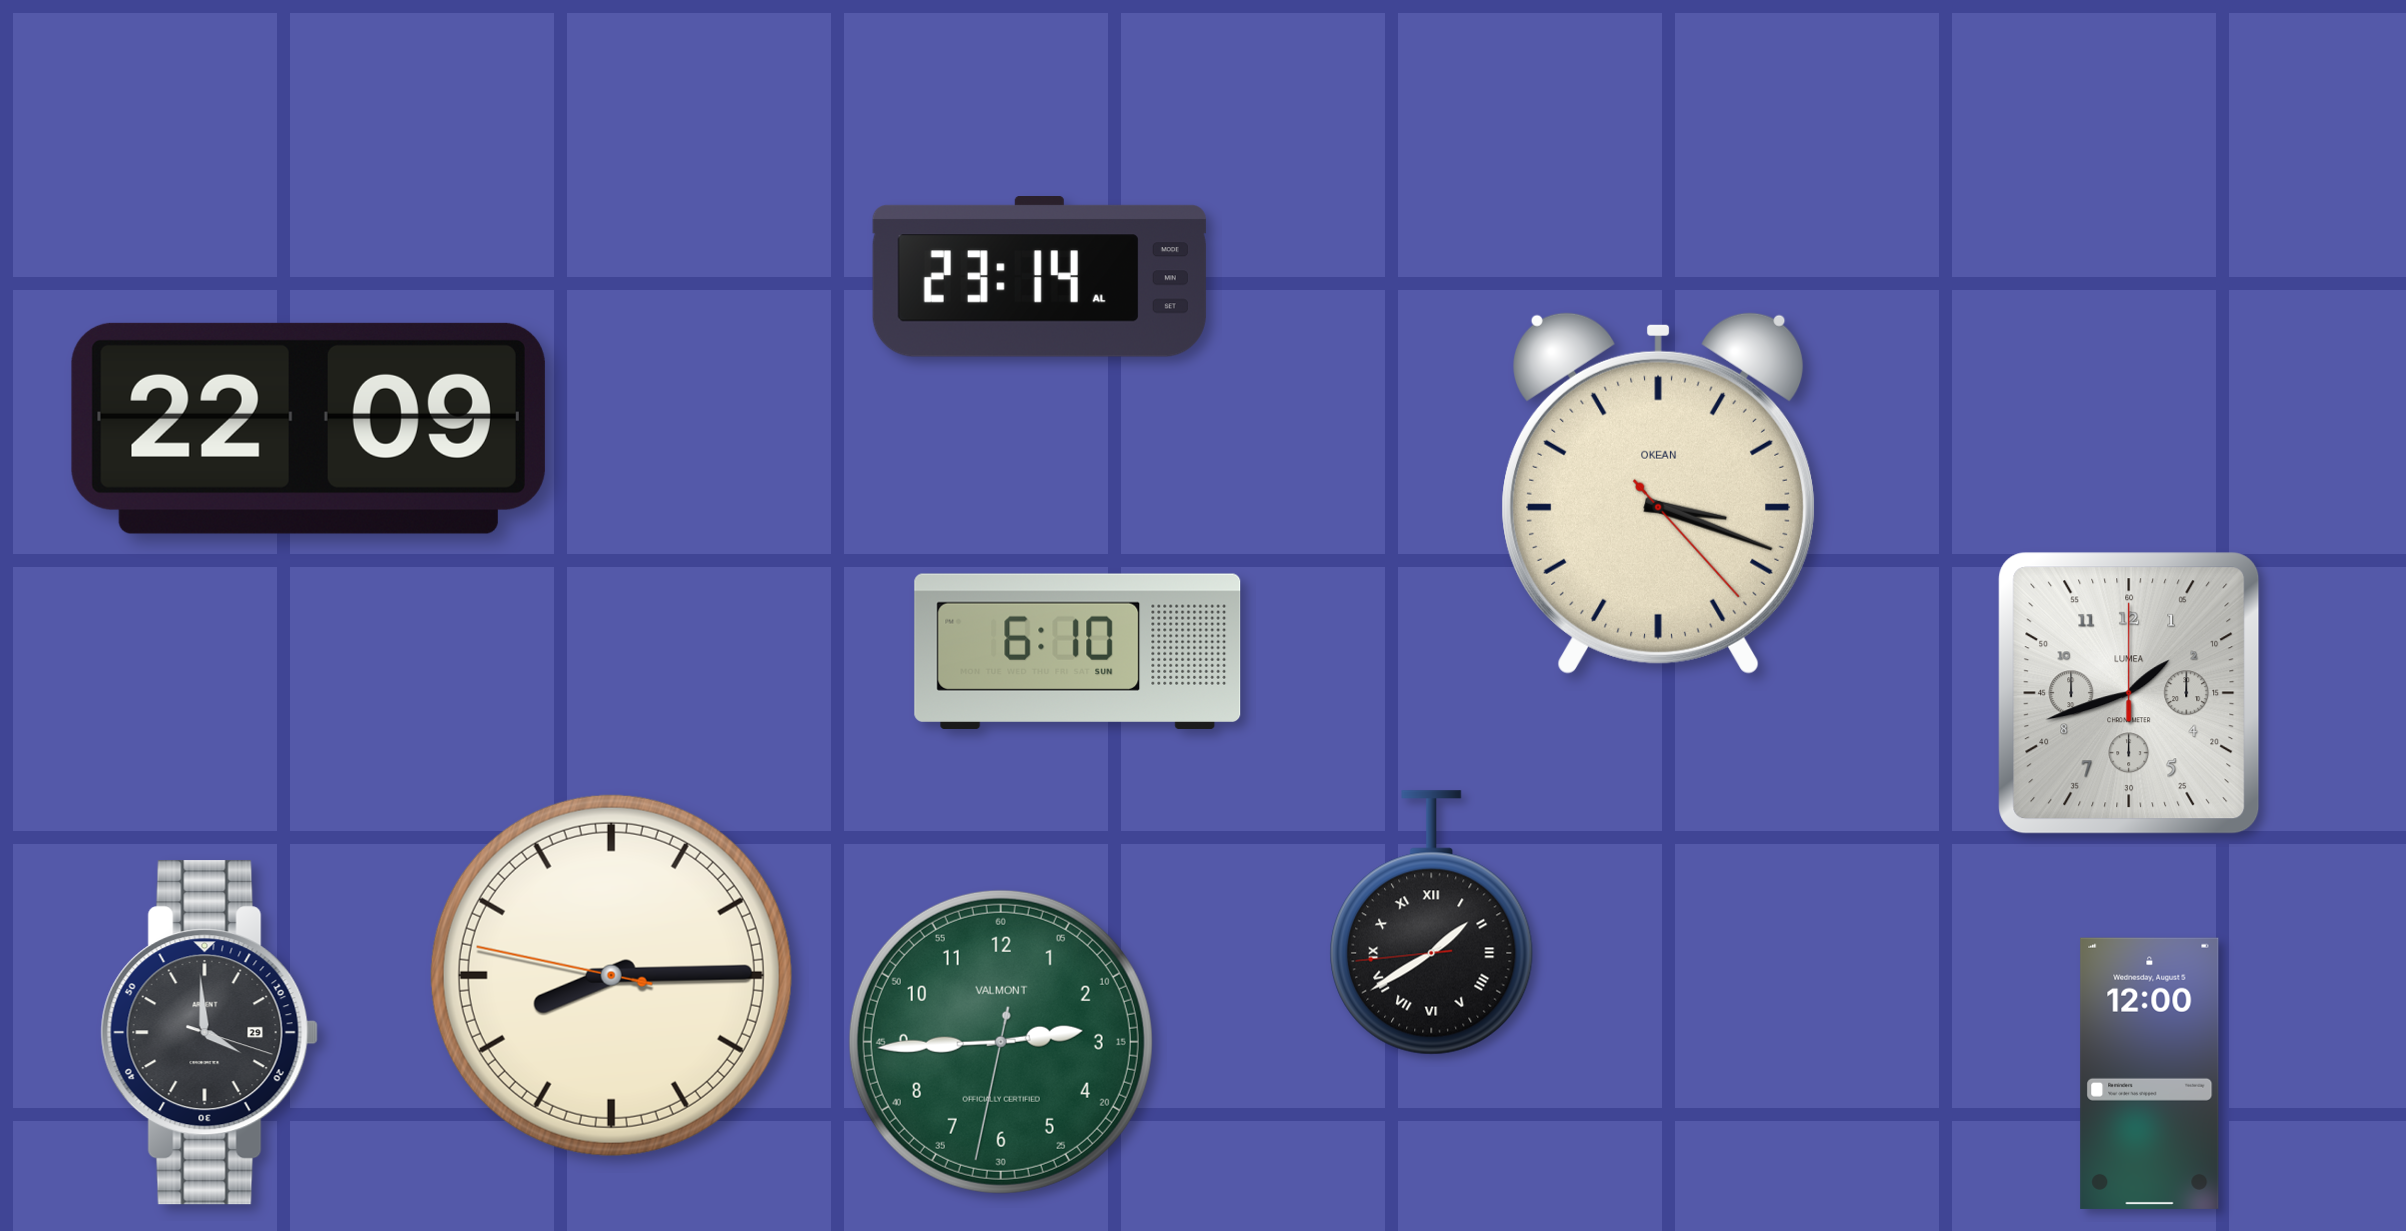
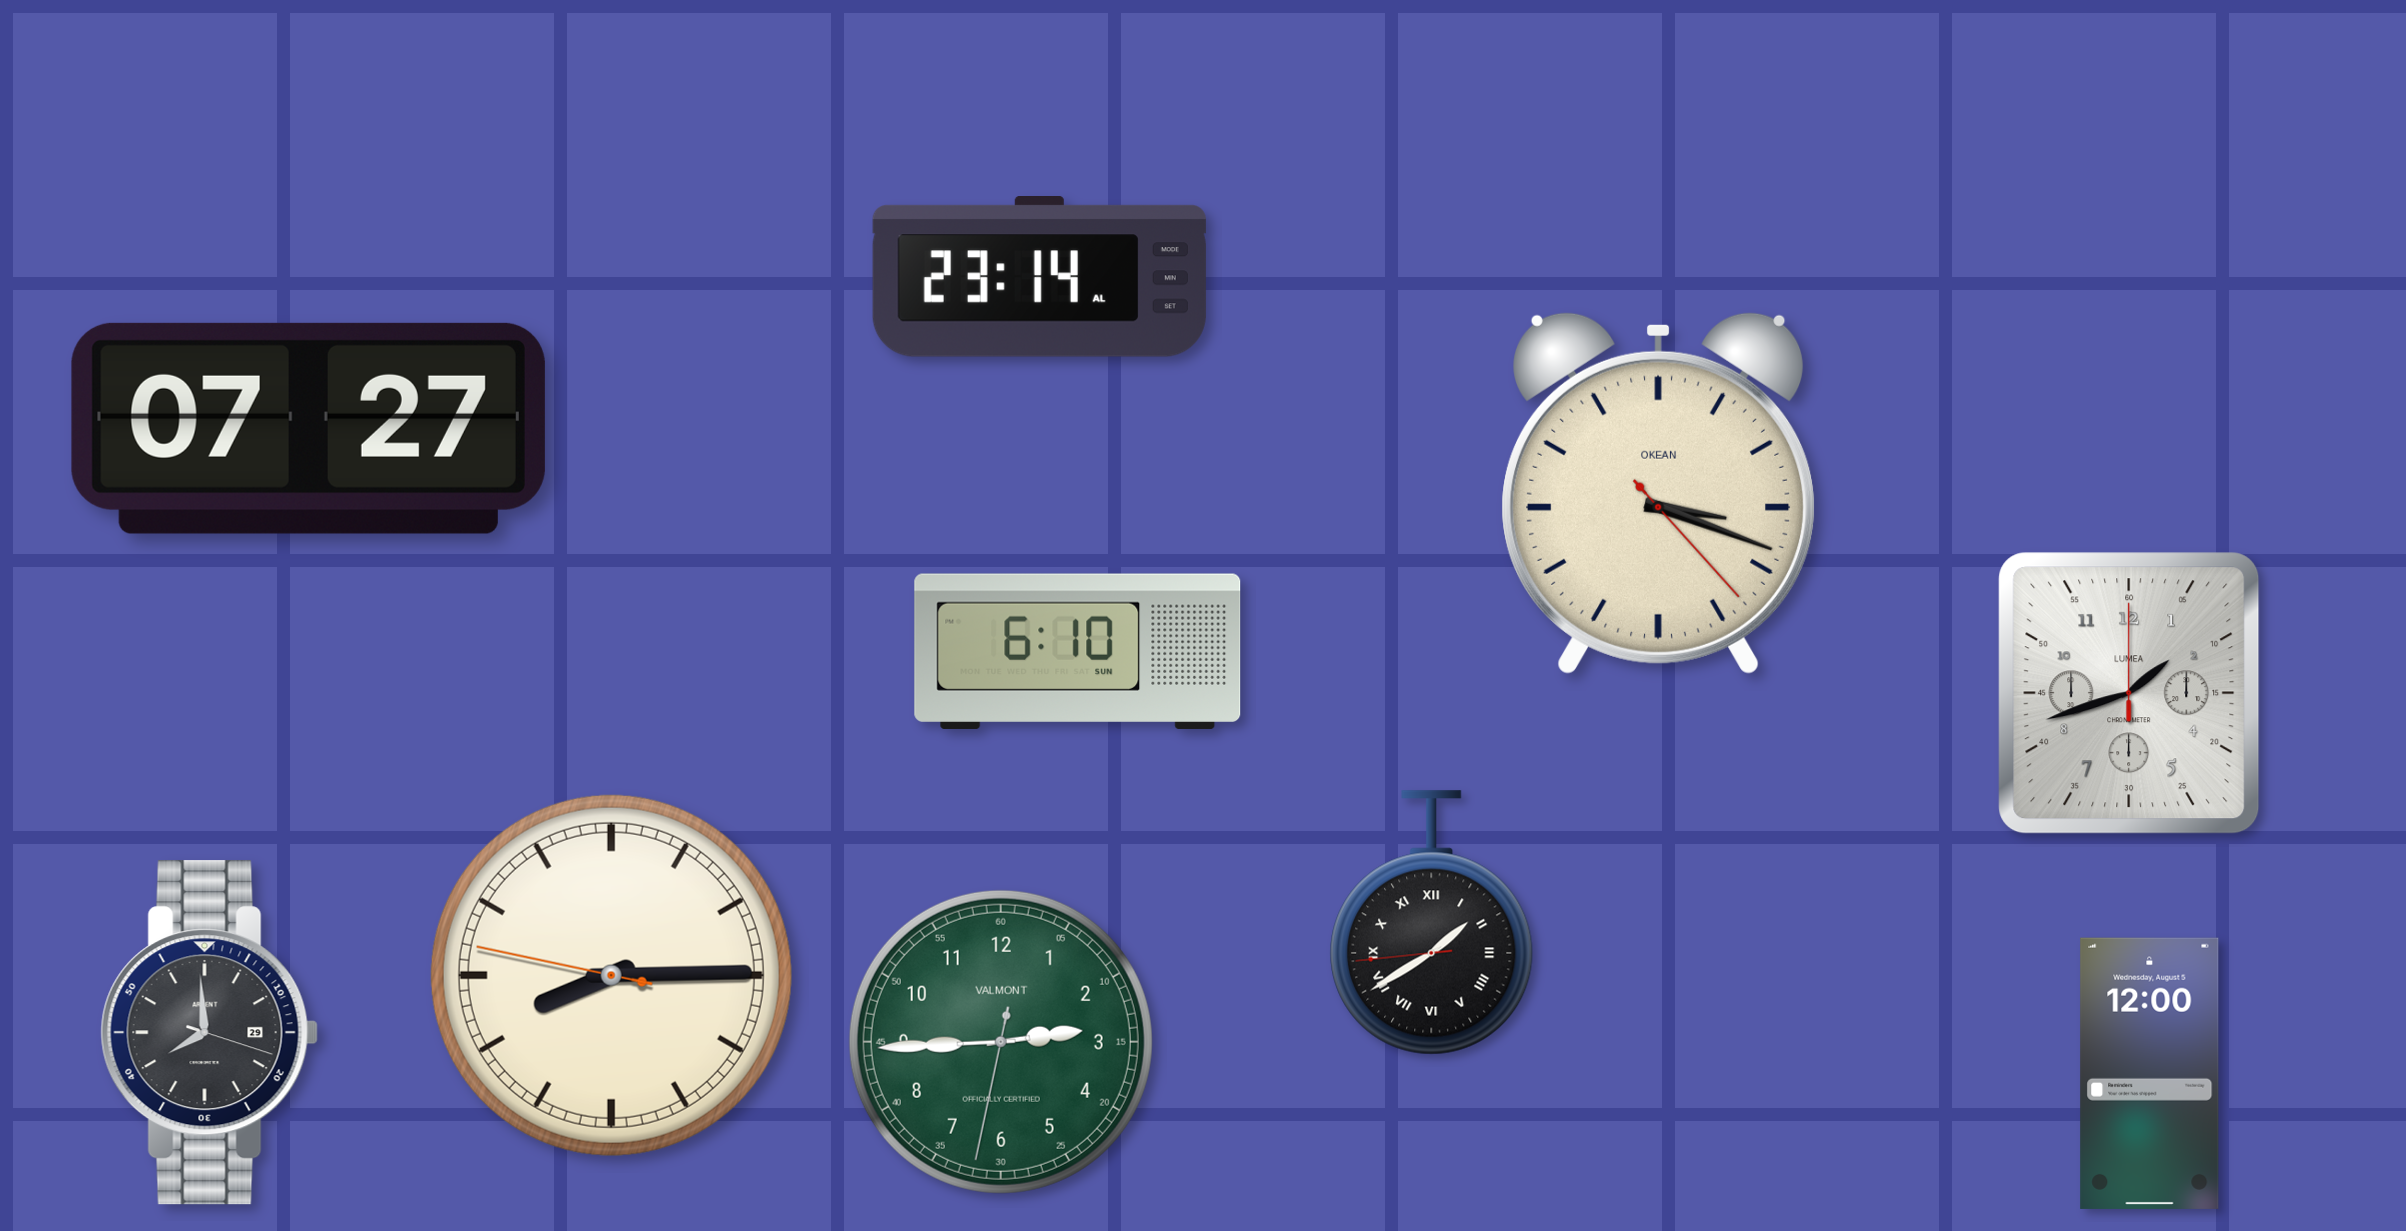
clock at (308, 428): 22:09 -> 07:27
clock at (209, 1033): 3:59 -> 7:59
